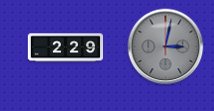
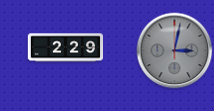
clock at (166, 47) position: (166, 47) -> (175, 51)
